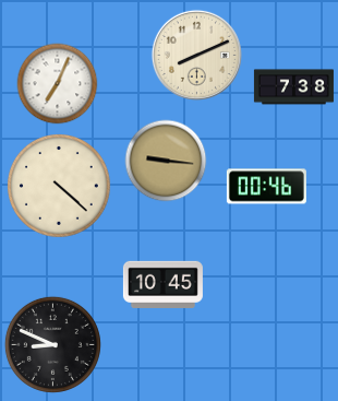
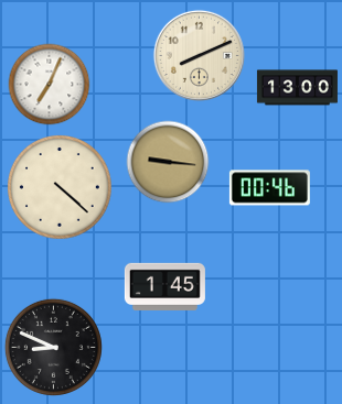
clock at (58, 84) position: (58, 84) -> (50, 85)
clock at (293, 87): 7:38 -> 13:00
clock at (162, 284): 10:45 -> 1:45
